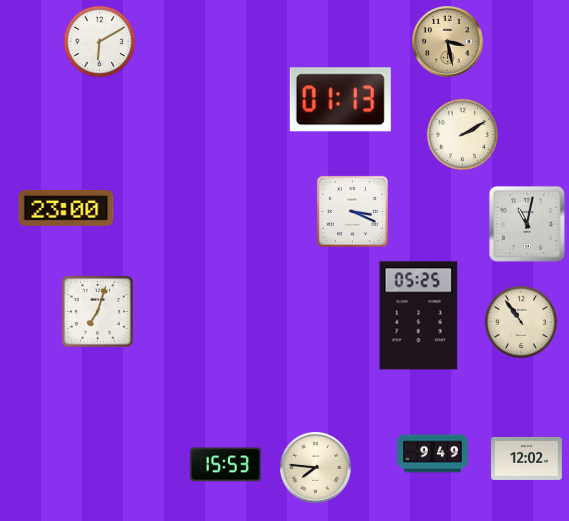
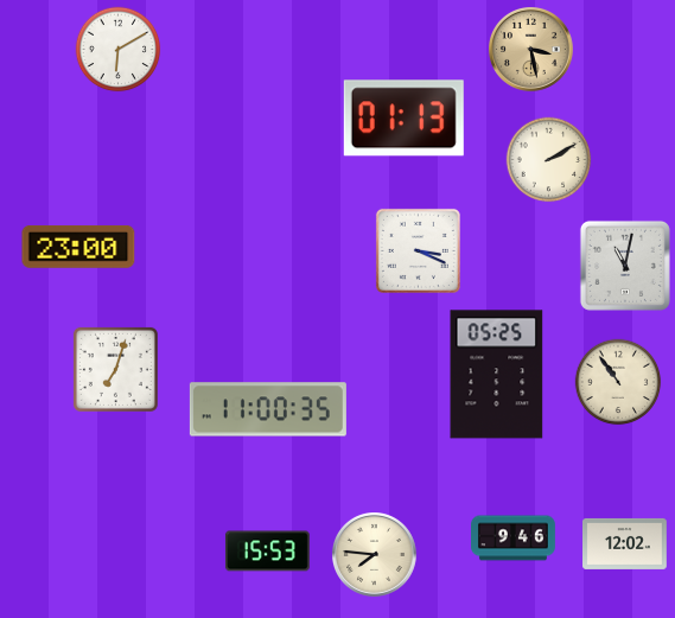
clock at (268, 409): none -> 11:00
clock at (433, 454): 9:49 -> 9:46
